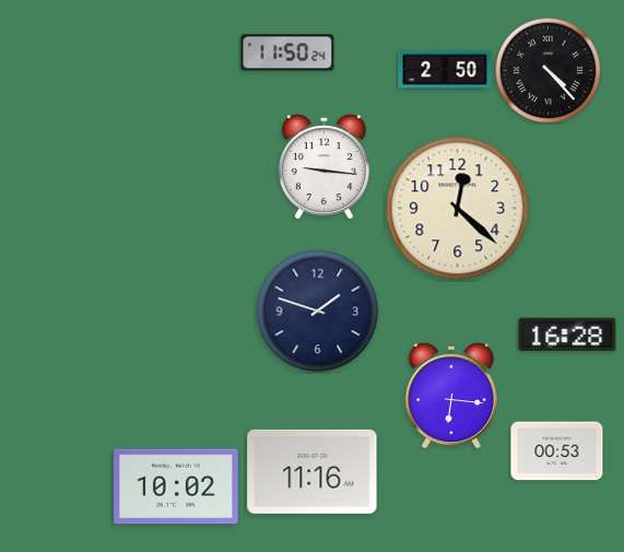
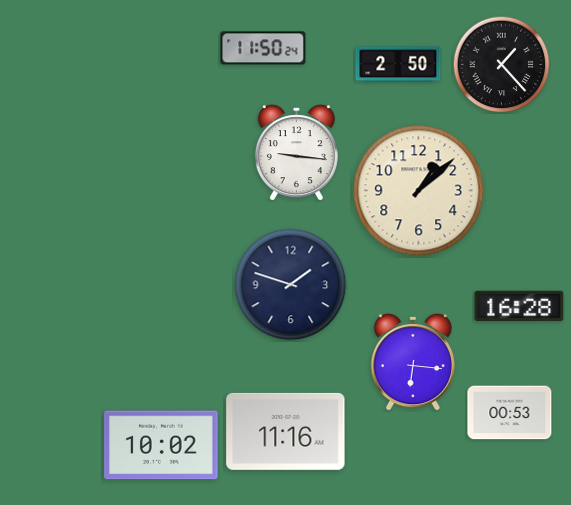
clock at (445, 70) position: (445, 70) -> (398, 64)
clock at (548, 70): 4:23 -> 1:23
clock at (458, 209): 12:22 -> 1:08
